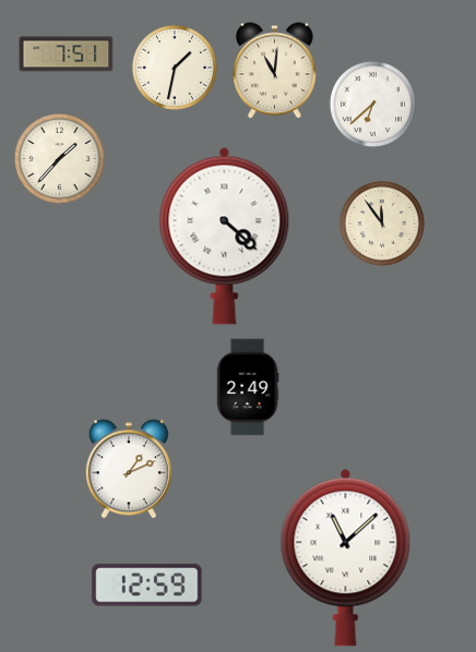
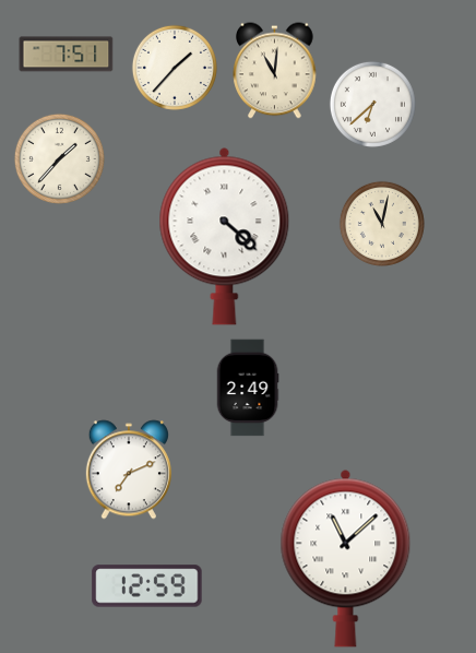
clock at (175, 68): 1:32 -> 1:37
clock at (382, 224): 11:54 -> 11:02
clock at (129, 469): 1:11 -> 7:11
